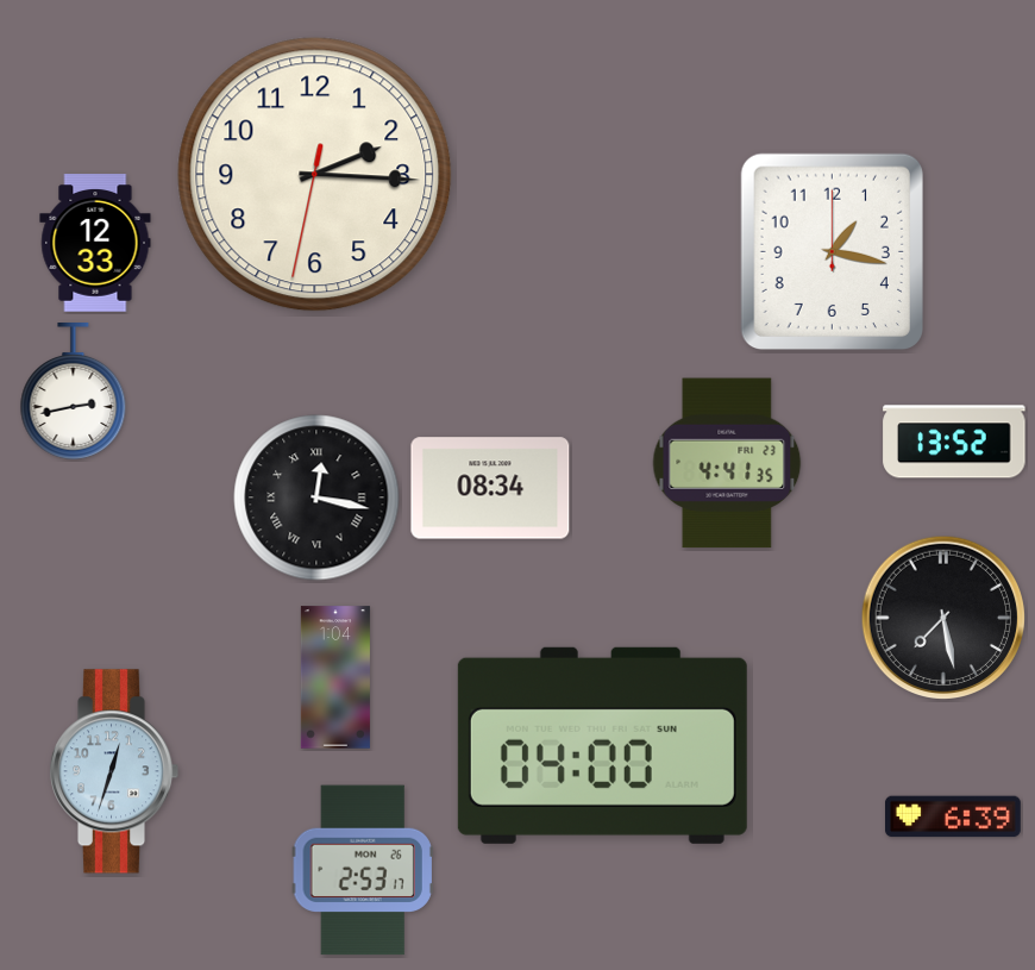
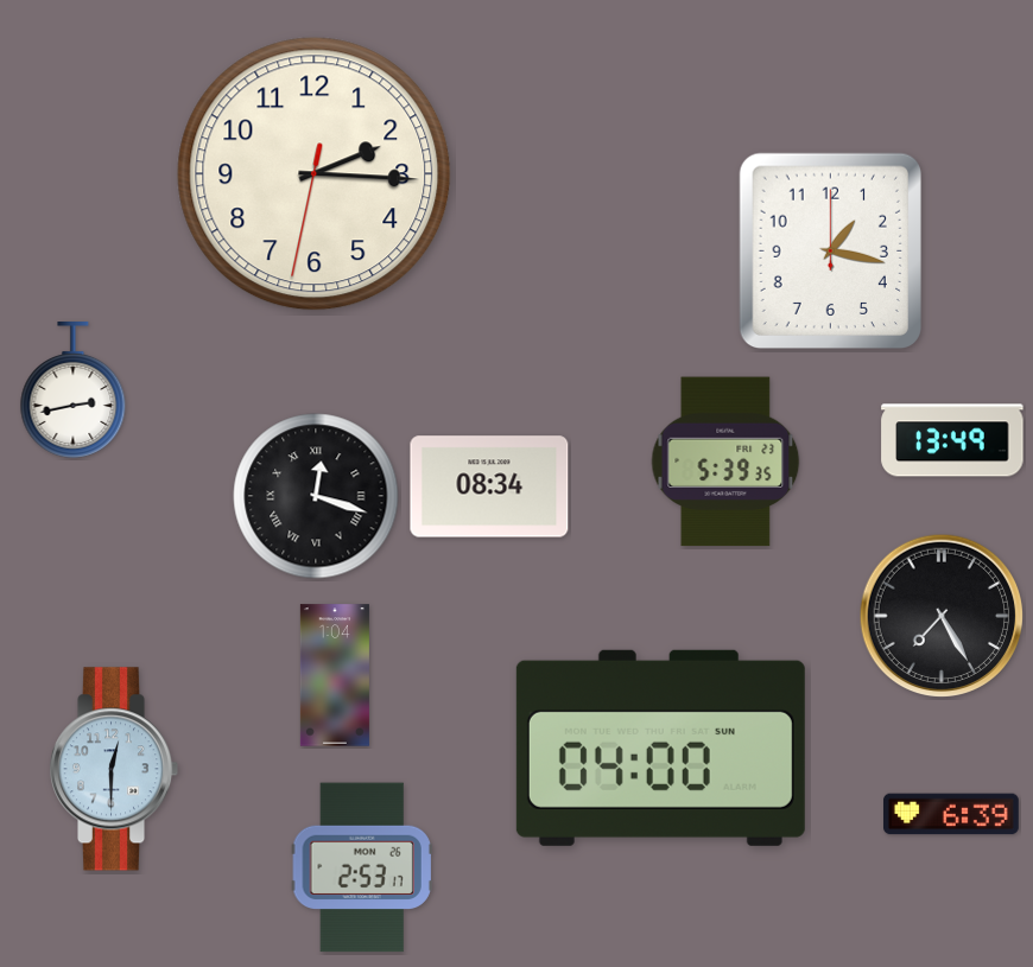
clock at (95, 243): 12:33 -> none
clock at (954, 442): 13:52 -> 13:49
clock at (727, 463): 4:41 -> 5:39
clock at (316, 497): 12:17 -> 12:18
clock at (943, 618): 7:28 -> 7:25
clock at (602, 745) position: (602, 745) -> (660, 747)
clock at (114, 771): 12:33 -> 12:30
